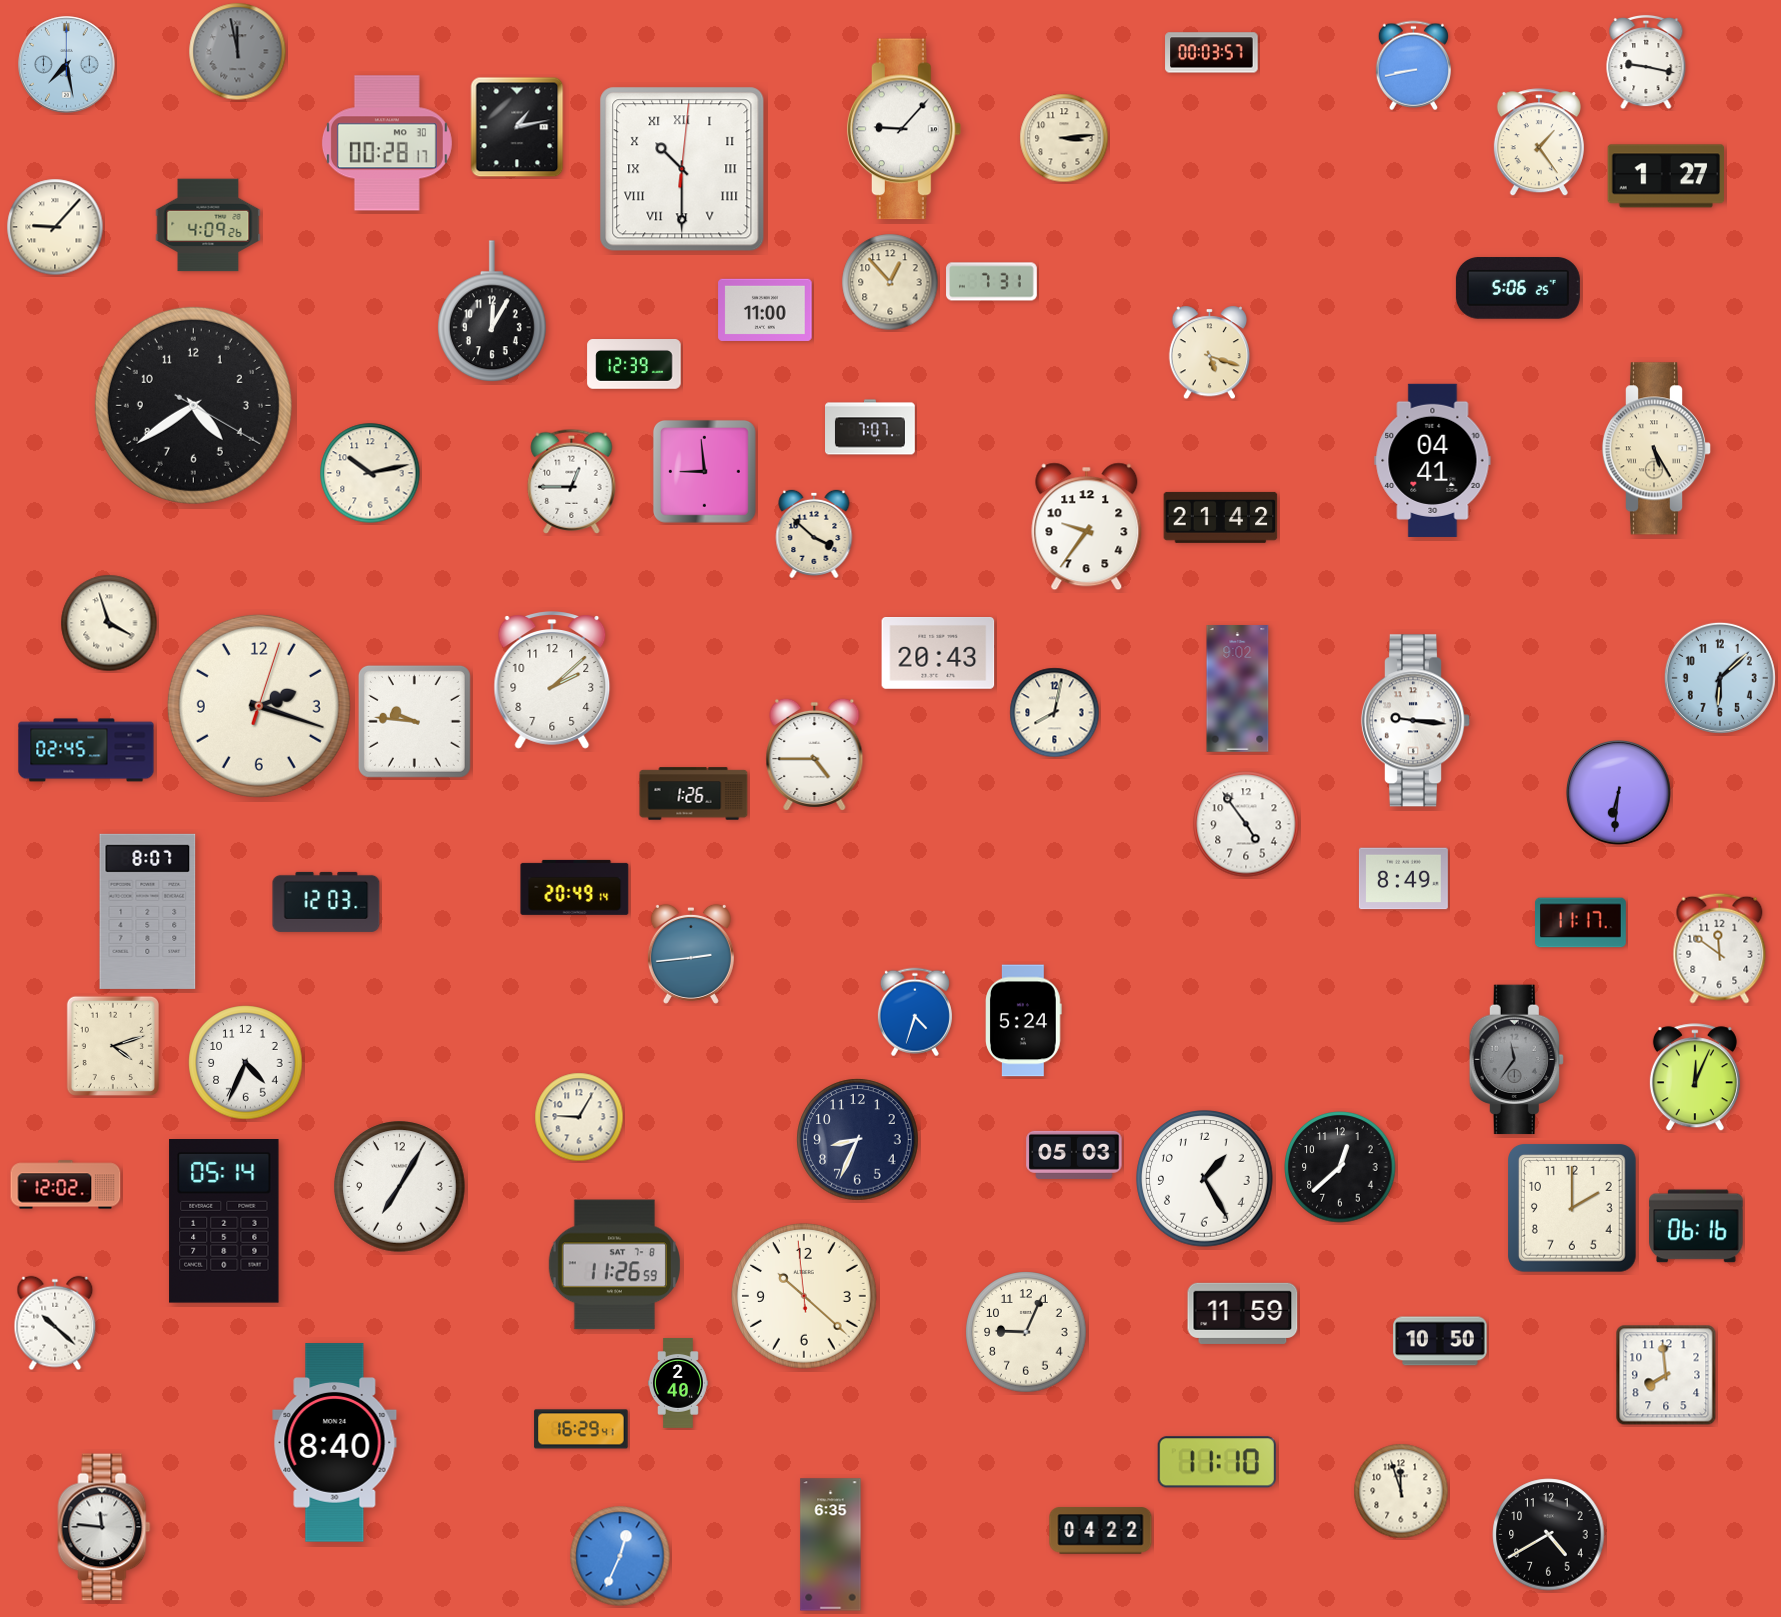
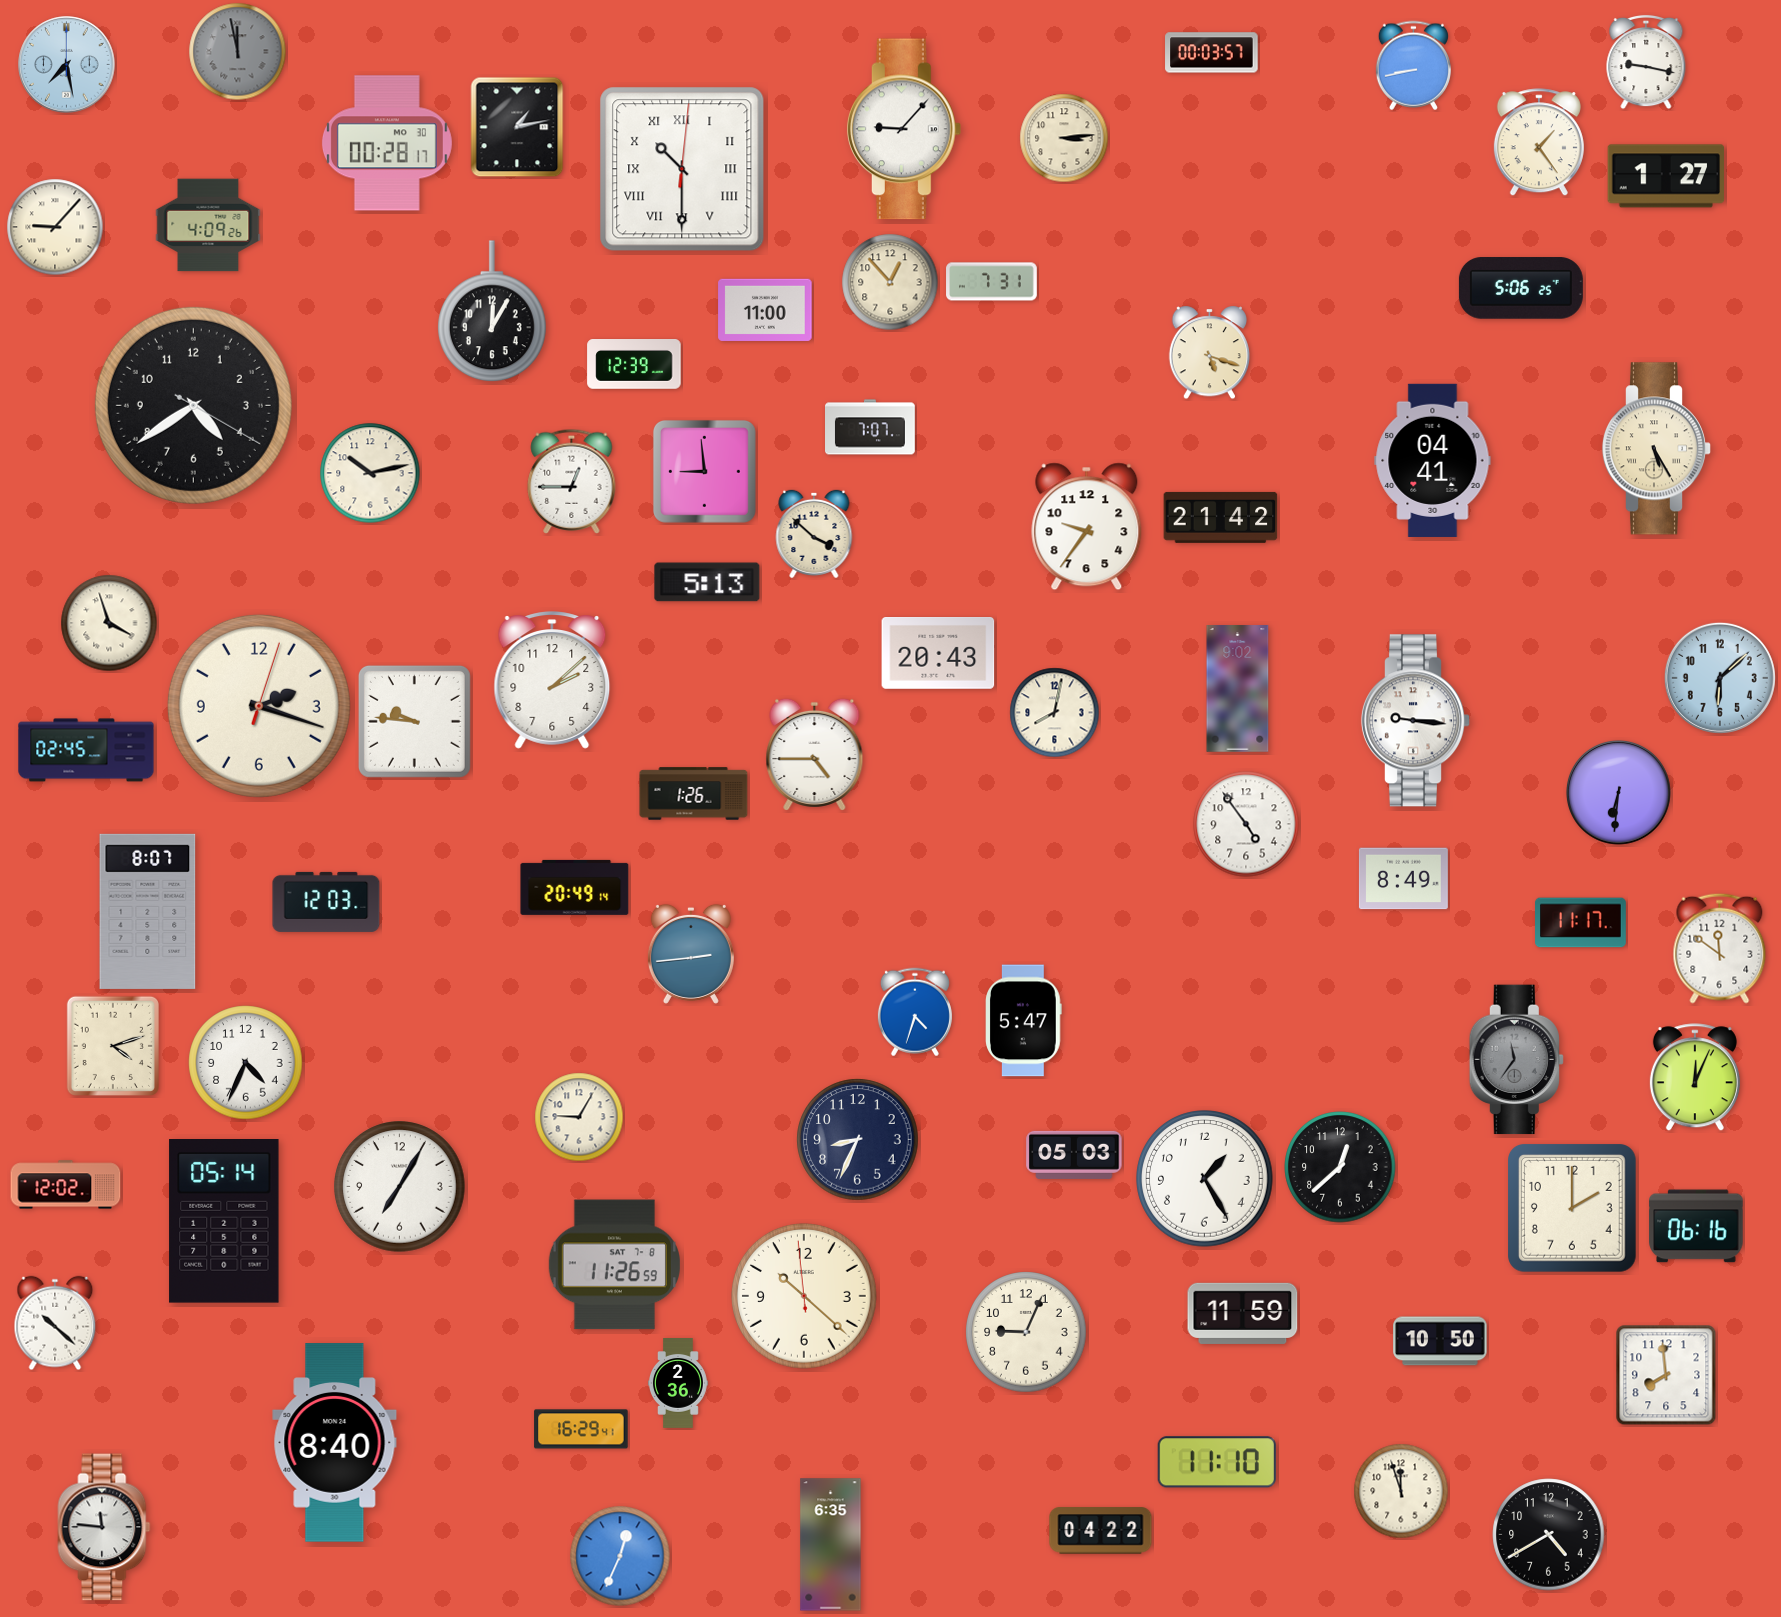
clock at (1518, 288) position: (1518, 288) -> (1521, 288)
clock at (707, 582): none -> 5:13
clock at (1024, 1021): 5:24 -> 5:47
clock at (679, 1384): 2:40 -> 2:36
